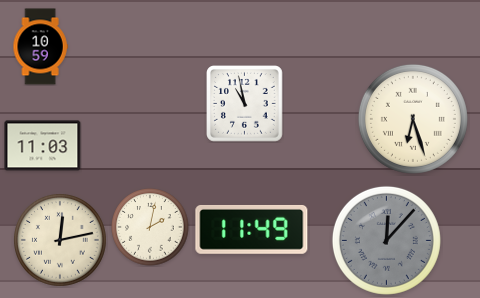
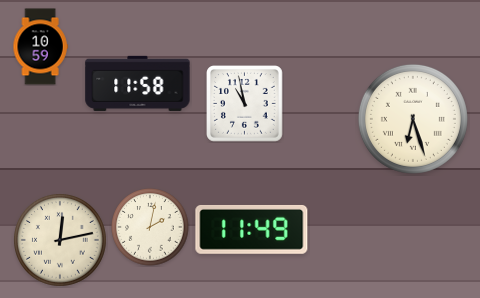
clock at (138, 83): none -> 11:58
clock at (43, 146): 11:03 -> none
clock at (386, 240): 12:07 -> none
